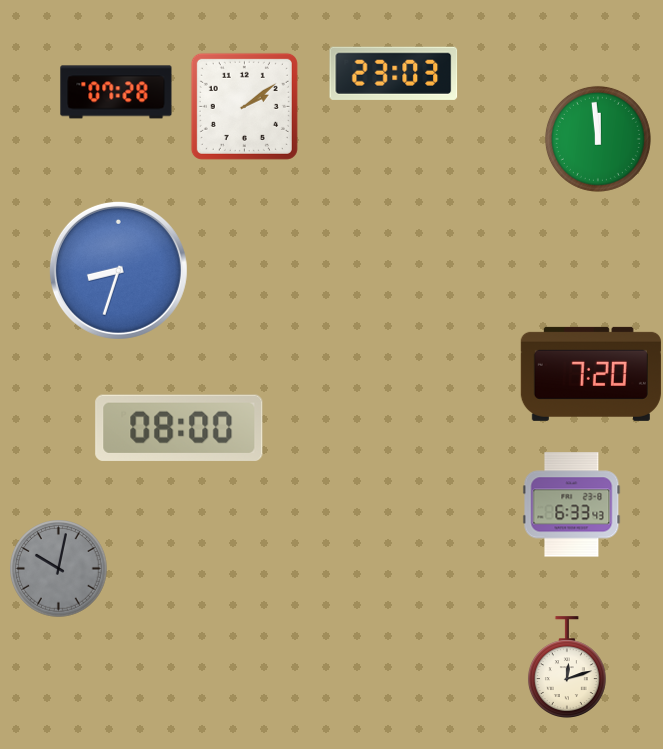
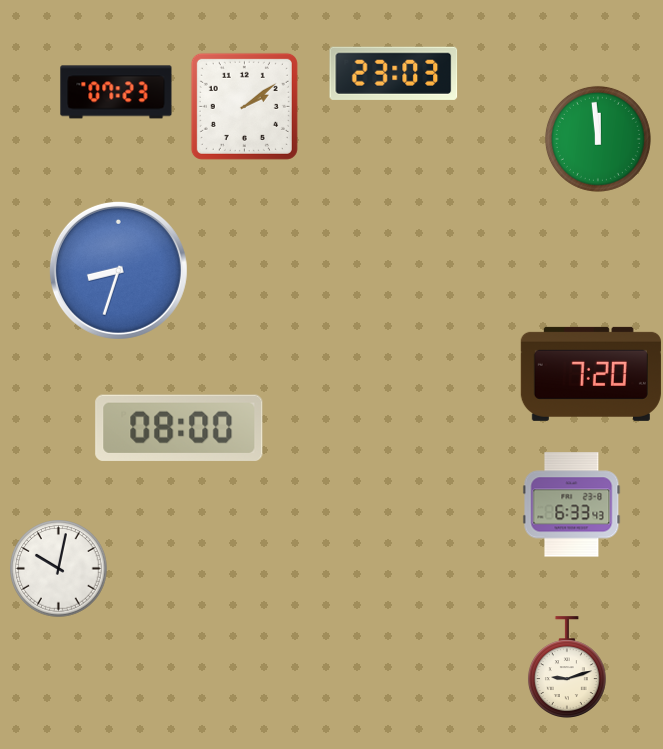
clock at (116, 92): 07:28 -> 07:23
clock at (59, 569) dial: grey -> white
clock at (567, 667): 12:12 -> 9:12
